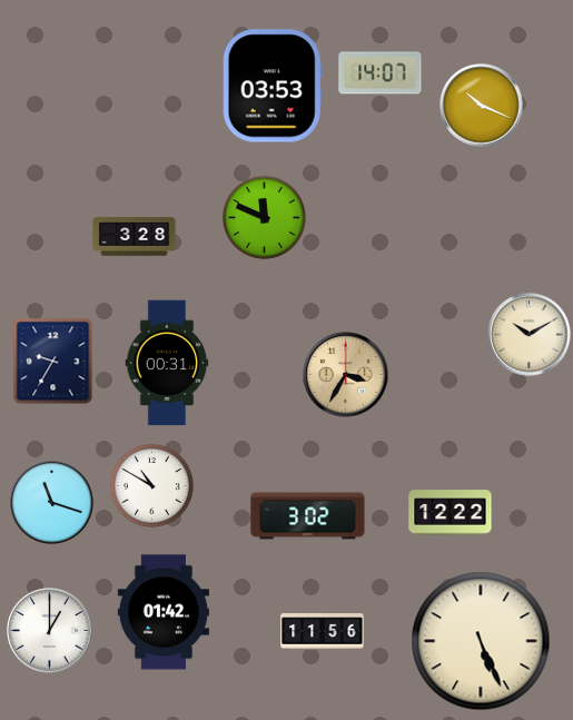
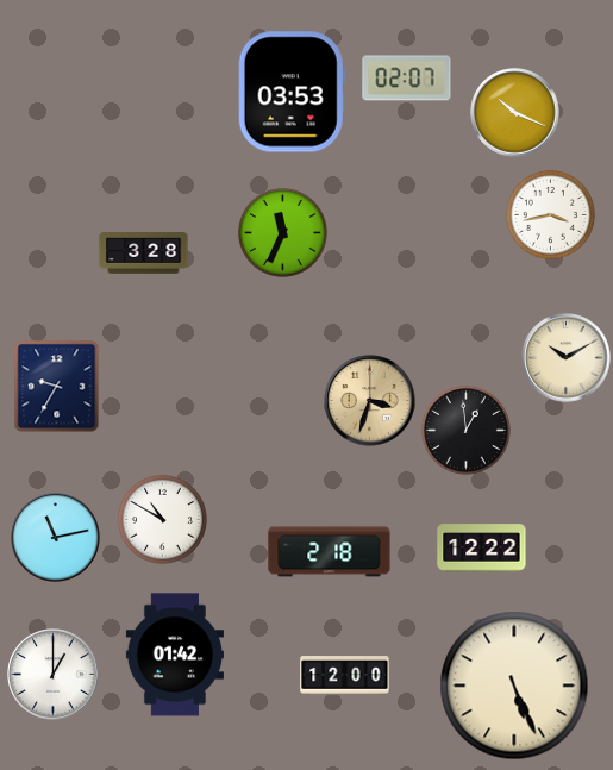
clock at (381, 73): 14:07 -> 02:07
clock at (550, 214): none -> 3:43
clock at (264, 217): 11:49 -> 11:34
clock at (167, 363): 00:31 -> none
clock at (346, 375): 3:35 -> 3:33
clock at (465, 430): none -> 12:59
clock at (52, 503): 11:18 -> 11:13
clock at (308, 516): 3:02 -> 2:18
clock at (323, 632): 11:56 -> 12:00
